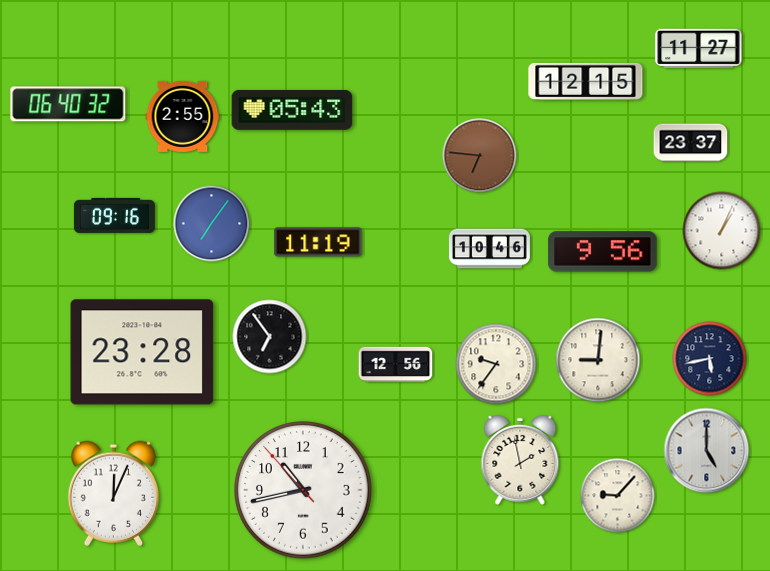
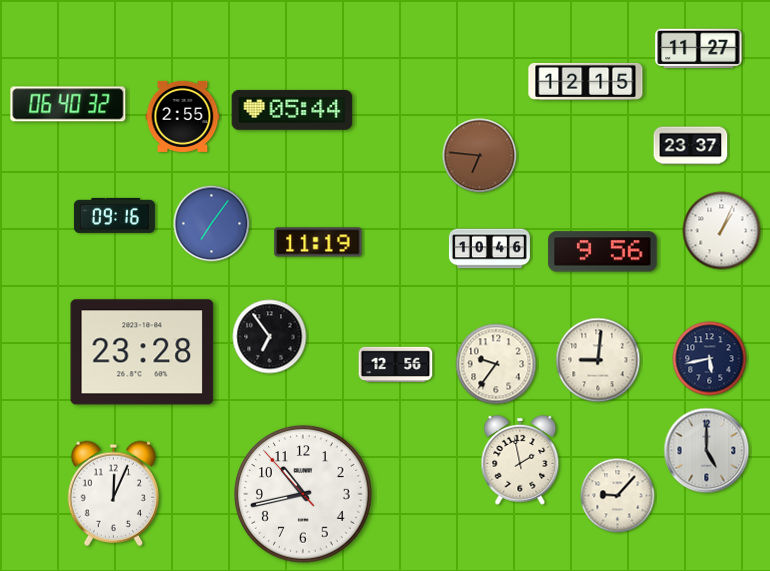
clock at (292, 110): 05:43 -> 05:44
clock at (691, 143) position: (691, 143) -> (691, 146)
clock at (303, 490) position: (303, 490) -> (303, 494)
